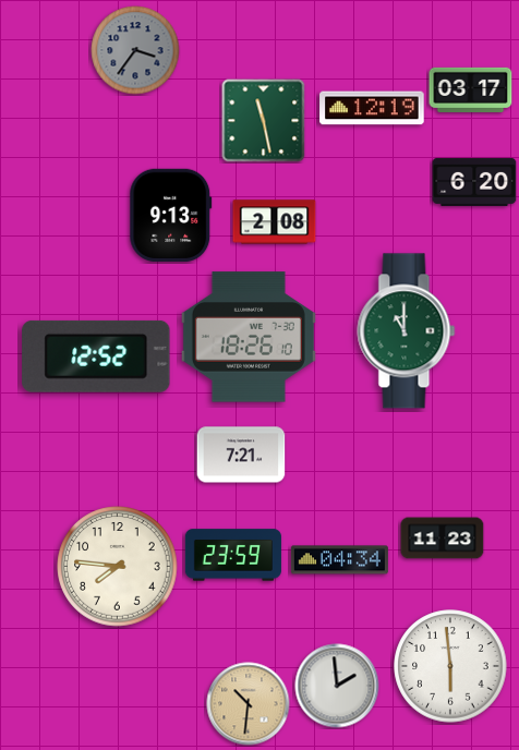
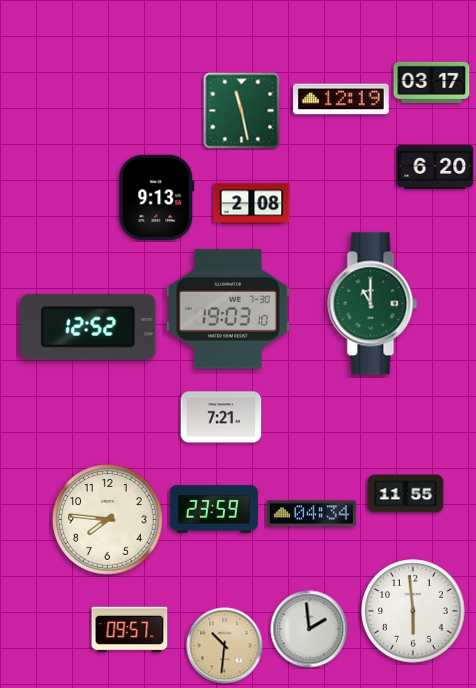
clock at (135, 50): 3:36 -> none
clock at (249, 337): 18:26 -> 19:03
clock at (443, 539): 11:23 -> 11:55
clock at (130, 630): none -> 09:57
clock at (249, 704) position: (249, 704) -> (225, 646)
